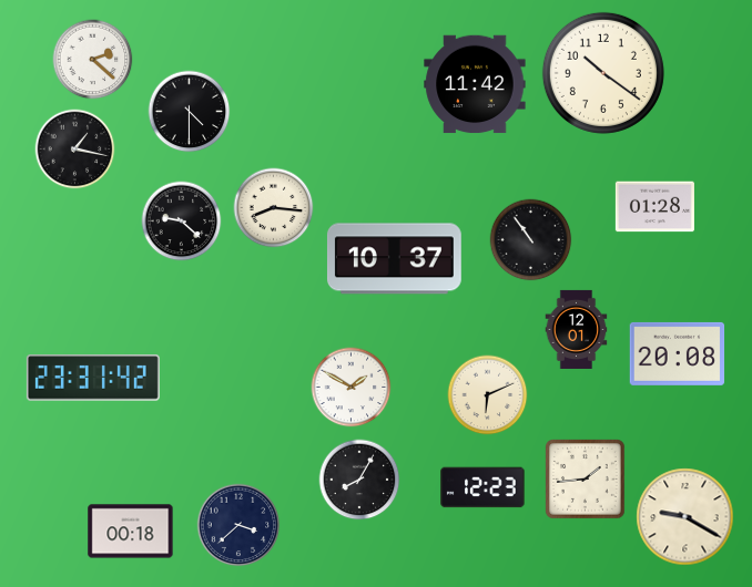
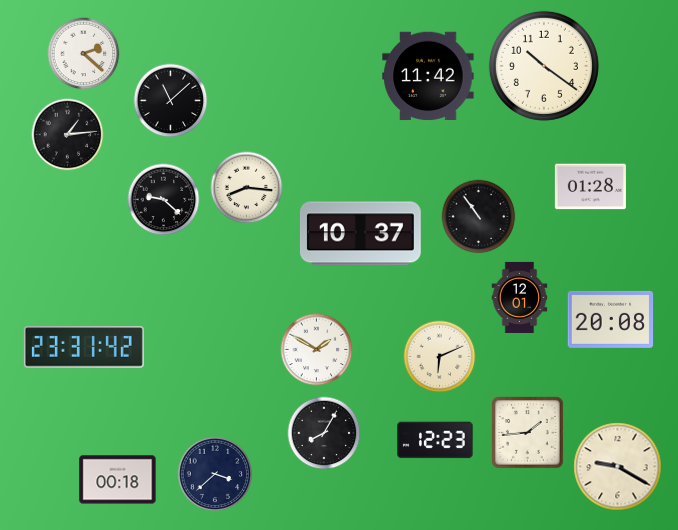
clock at (190, 112): 4:30 -> 11:08
clock at (75, 150): 1:17 -> 1:14
clock at (394, 259) position: (394, 259) -> (360, 234)
clock at (93, 378) position: (93, 378) -> (84, 347)
